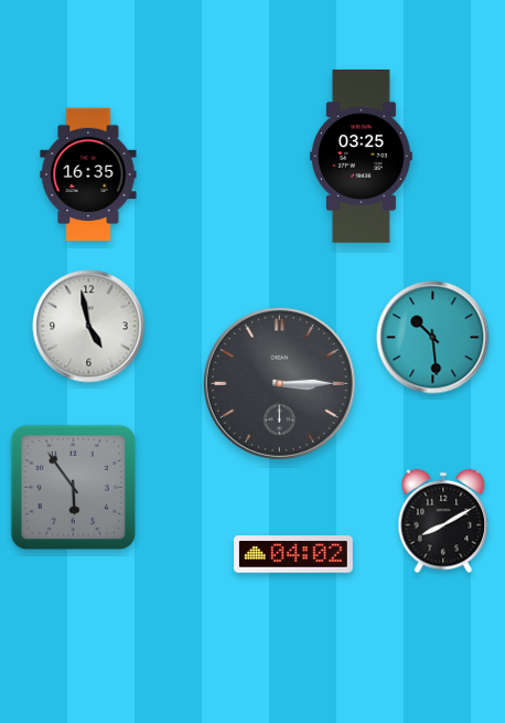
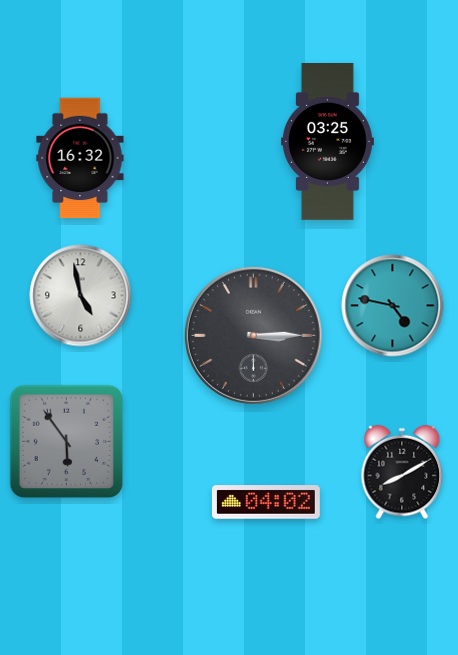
clock at (88, 174): 16:35 -> 16:32
clock at (433, 338): 10:29 -> 4:47
clock at (279, 383) position: (279, 383) -> (253, 335)
